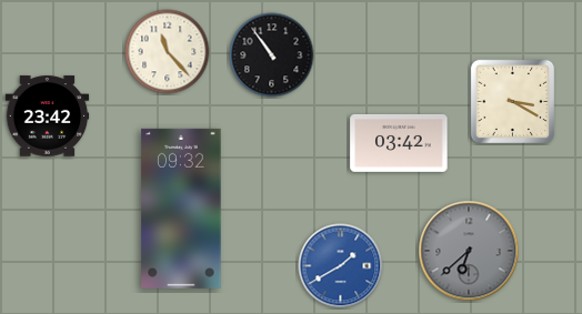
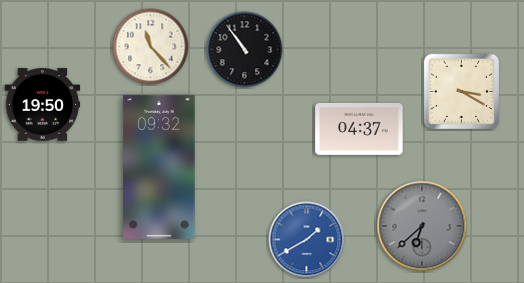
clock at (48, 117): 23:42 -> 19:50
clock at (399, 143): 03:42 -> 04:37
clock at (181, 209) position: (181, 209) -> (159, 167)
